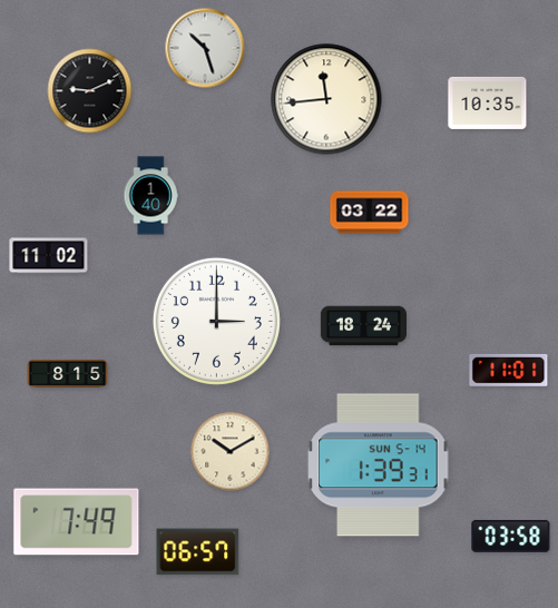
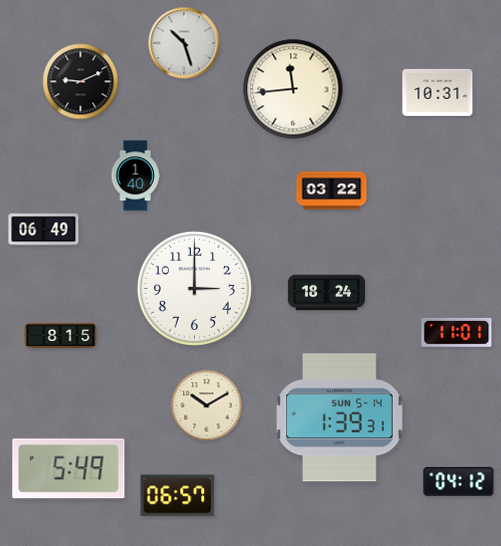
clock at (488, 102): 10:35 -> 10:31
clock at (49, 256): 11:02 -> 06:49
clock at (77, 522): 7:49 -> 5:49
clock at (511, 536): 03:58 -> 04:12
